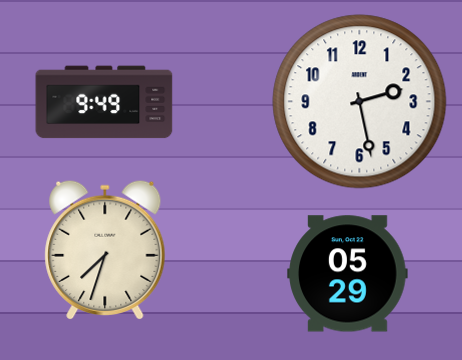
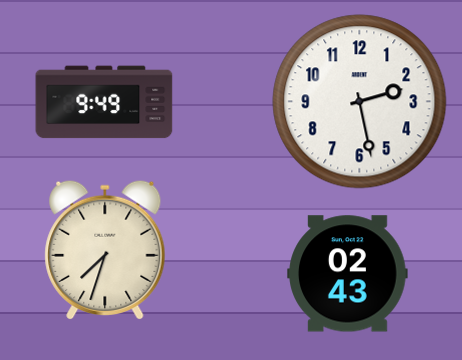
clock at (348, 274): 05:29 -> 02:43
